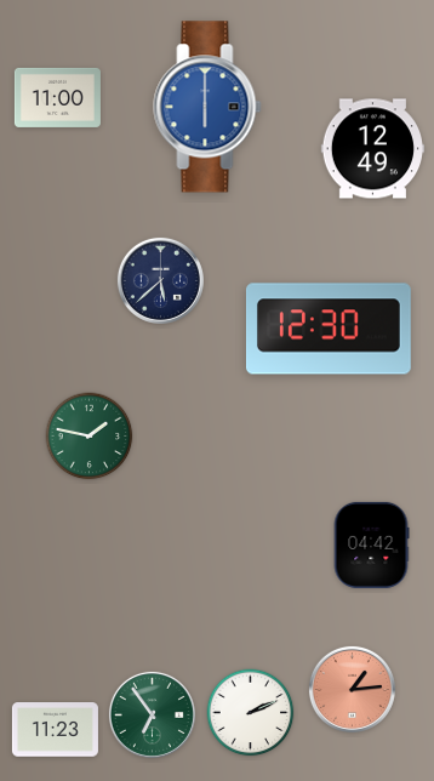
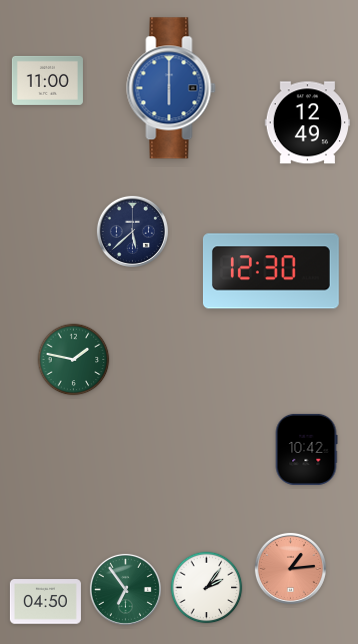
clock at (371, 545): 04:42 -> 10:42
clock at (251, 713): 2:11 -> 2:06
clock at (55, 730): 11:23 -> 04:50
